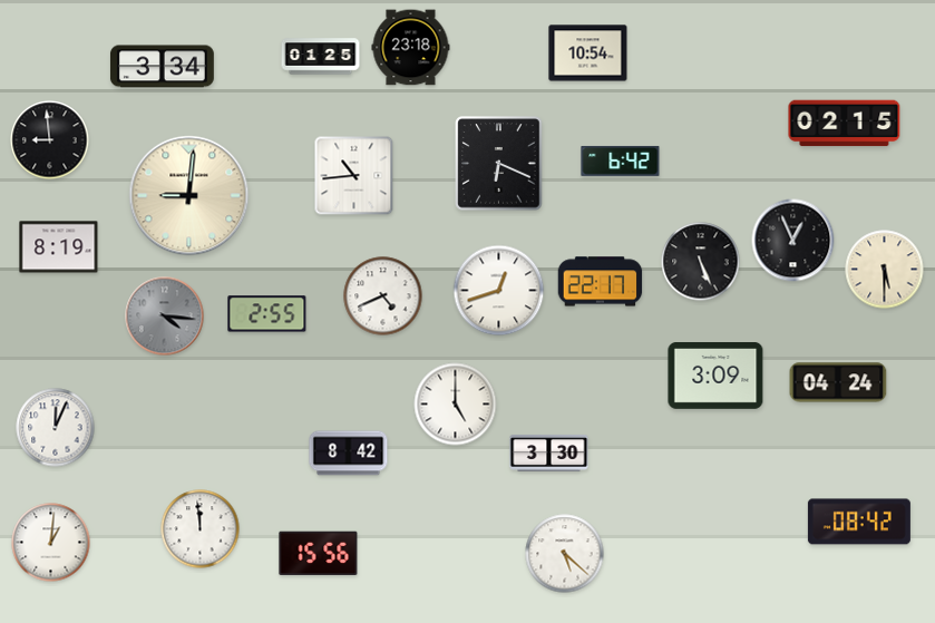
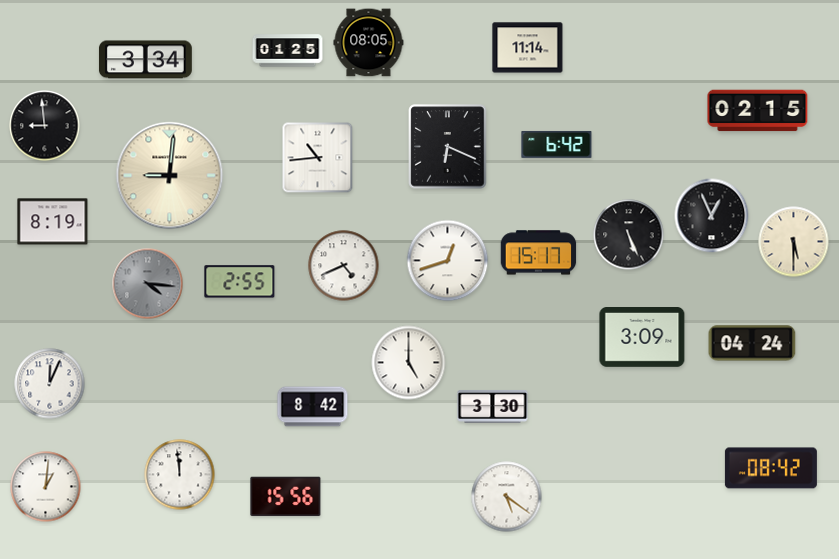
clock at (411, 48): 23:18 -> 08:05
clock at (588, 53): 10:54 -> 11:14
clock at (601, 282): 22:17 -> 15:17
clock at (565, 554): 5:22 -> 5:21
